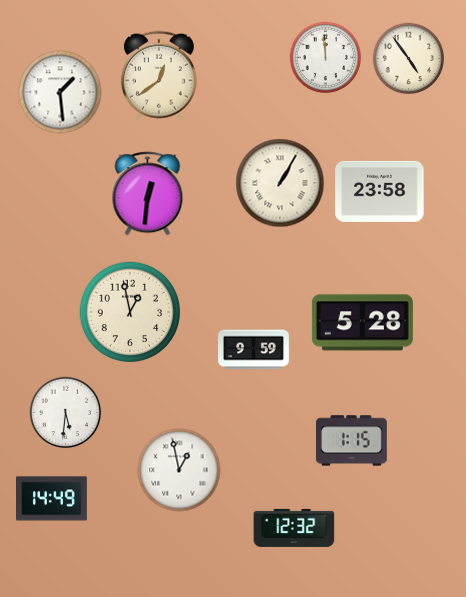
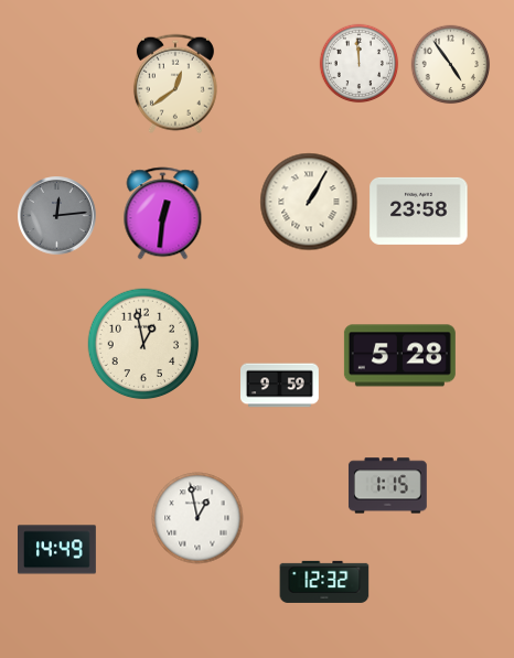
clock at (60, 92): 1:29 -> none
clock at (57, 216): none -> 12:14
clock at (66, 413): 5:31 -> none
